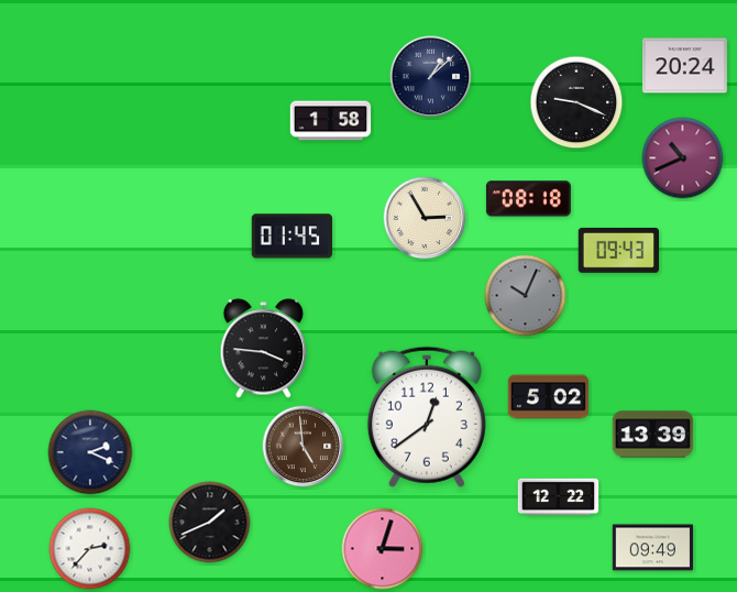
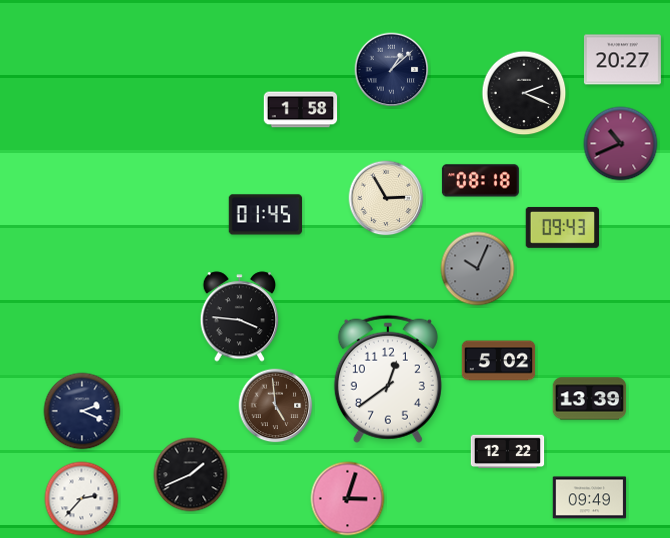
clock at (684, 66): 20:24 -> 20:27
clock at (576, 102): 9:19 -> 2:19
clock at (653, 435) position: (653, 435) -> (590, 399)
clock at (653, 548) position: (653, 548) -> (590, 498)
